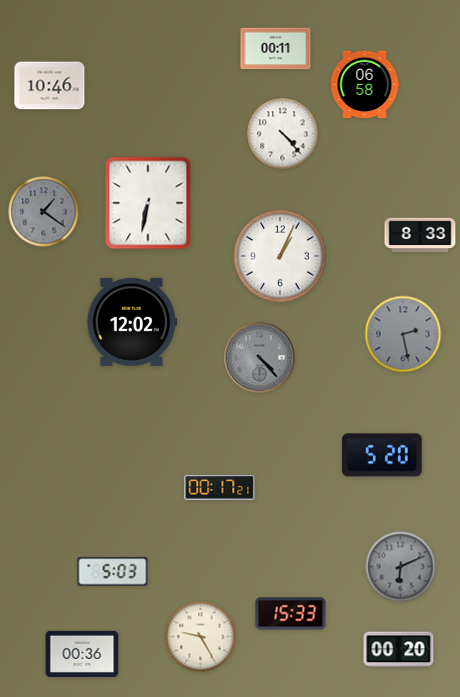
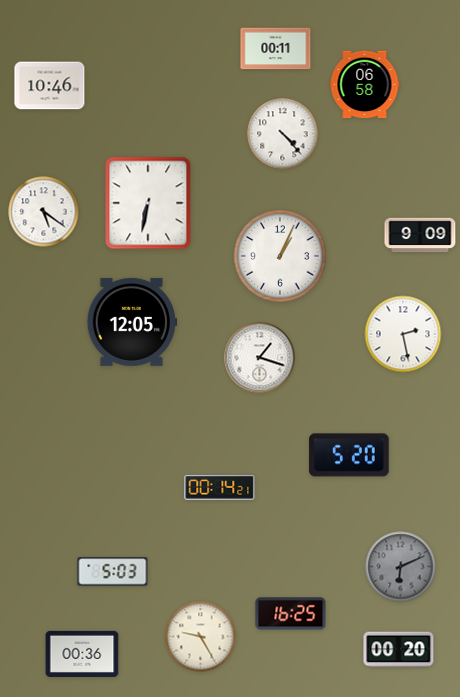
clock at (44, 212): 1:21 -> 5:21
clock at (44, 212) dial: grey -> white
clock at (420, 235): 8:33 -> 9:09
clock at (131, 322): 12:02 -> 12:05
clock at (403, 334) dial: grey -> white
clock at (260, 358): 4:23 -> 1:18
clock at (260, 358) dial: grey -> white
clock at (382, 455) position: (382, 455) -> (349, 455)
clock at (220, 488): 00:17 -> 00:14
clock at (291, 614): 15:33 -> 16:25
